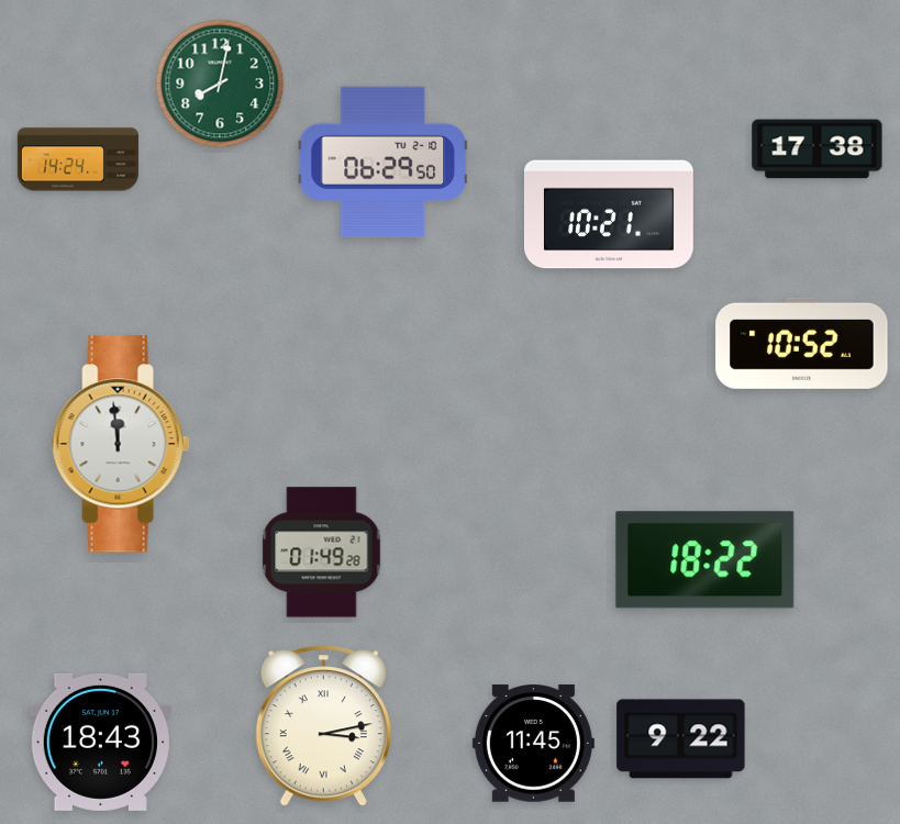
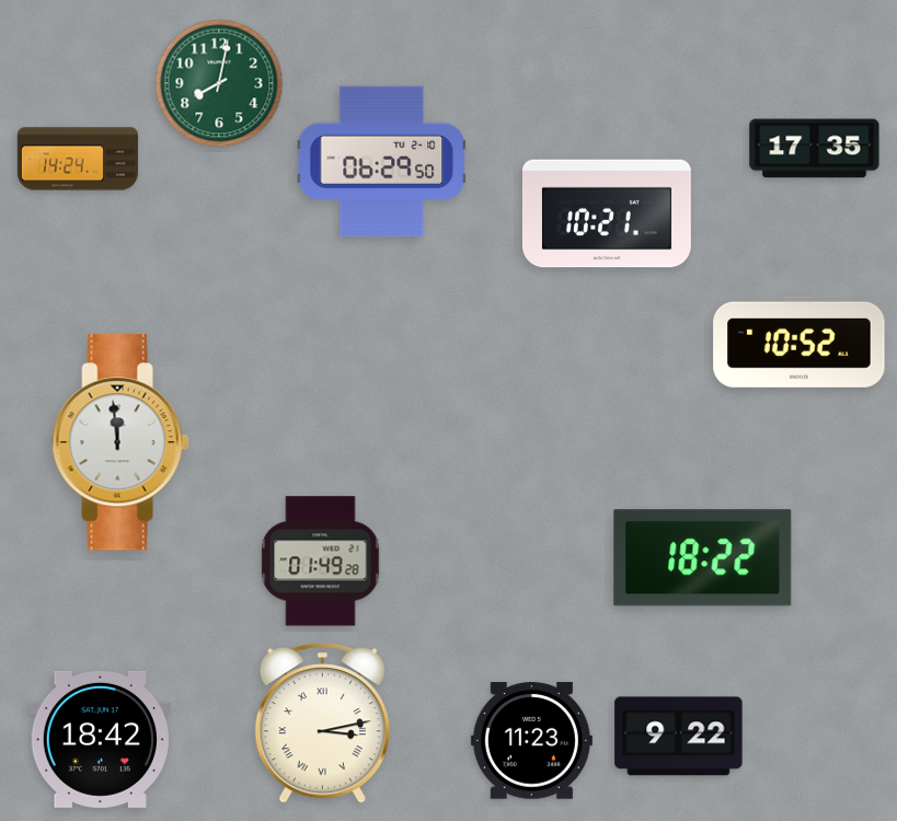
clock at (818, 149): 17:38 -> 17:35
clock at (322, 553) position: (322, 553) -> (321, 562)
clock at (100, 742): 18:43 -> 18:42
clock at (533, 744): 11:45 -> 11:23
